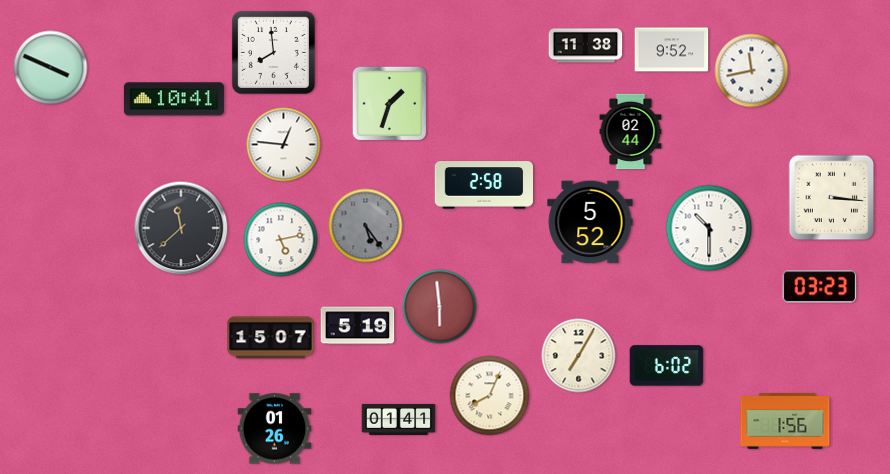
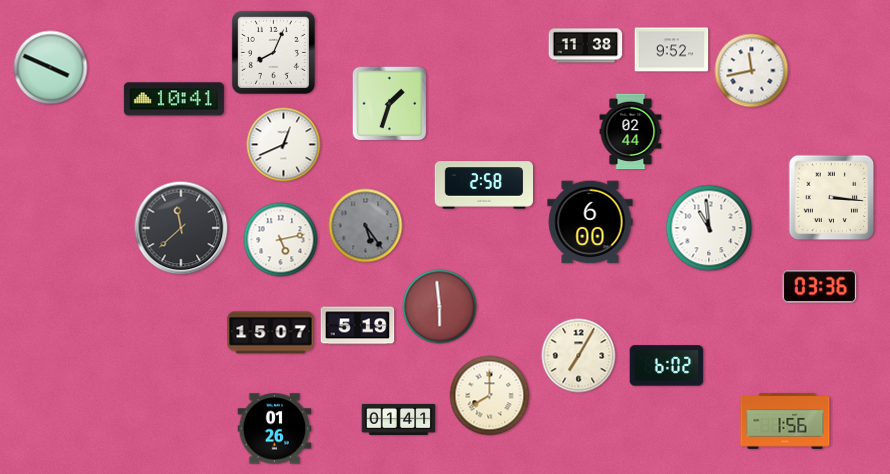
clock at (273, 52): 7:59 -> 8:04
clock at (284, 145): 12:46 -> 12:41
clock at (590, 222): 5:52 -> 6:00
clock at (709, 228): 10:30 -> 10:59
clock at (820, 287): 03:23 -> 03:36
clock at (271, 338) position: (271, 338) -> (271, 333)
clock at (490, 396): 8:04 -> 8:00
